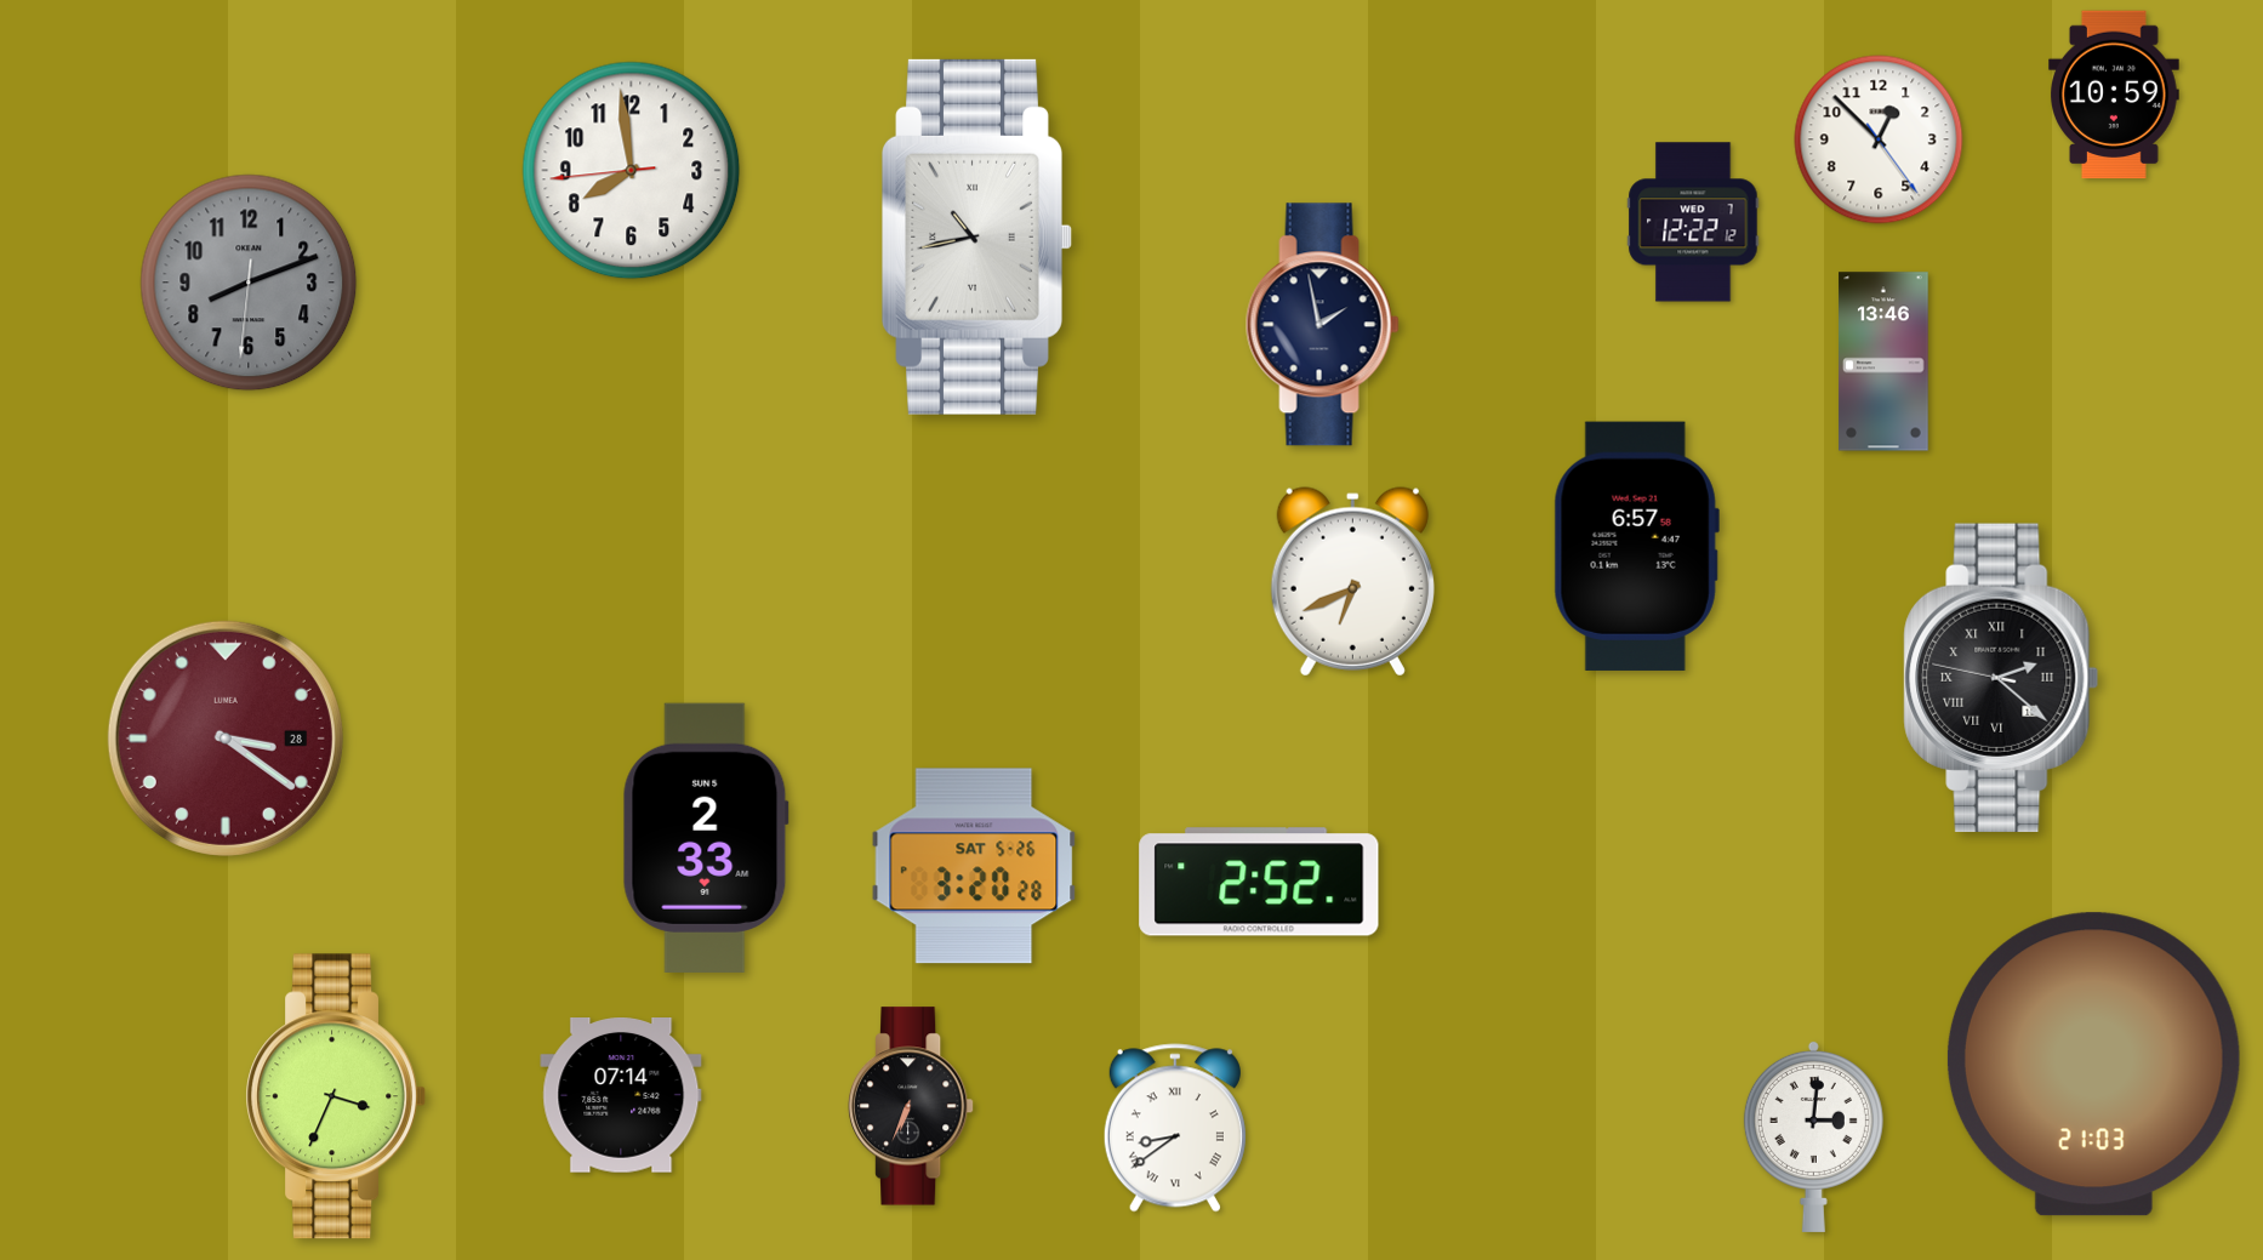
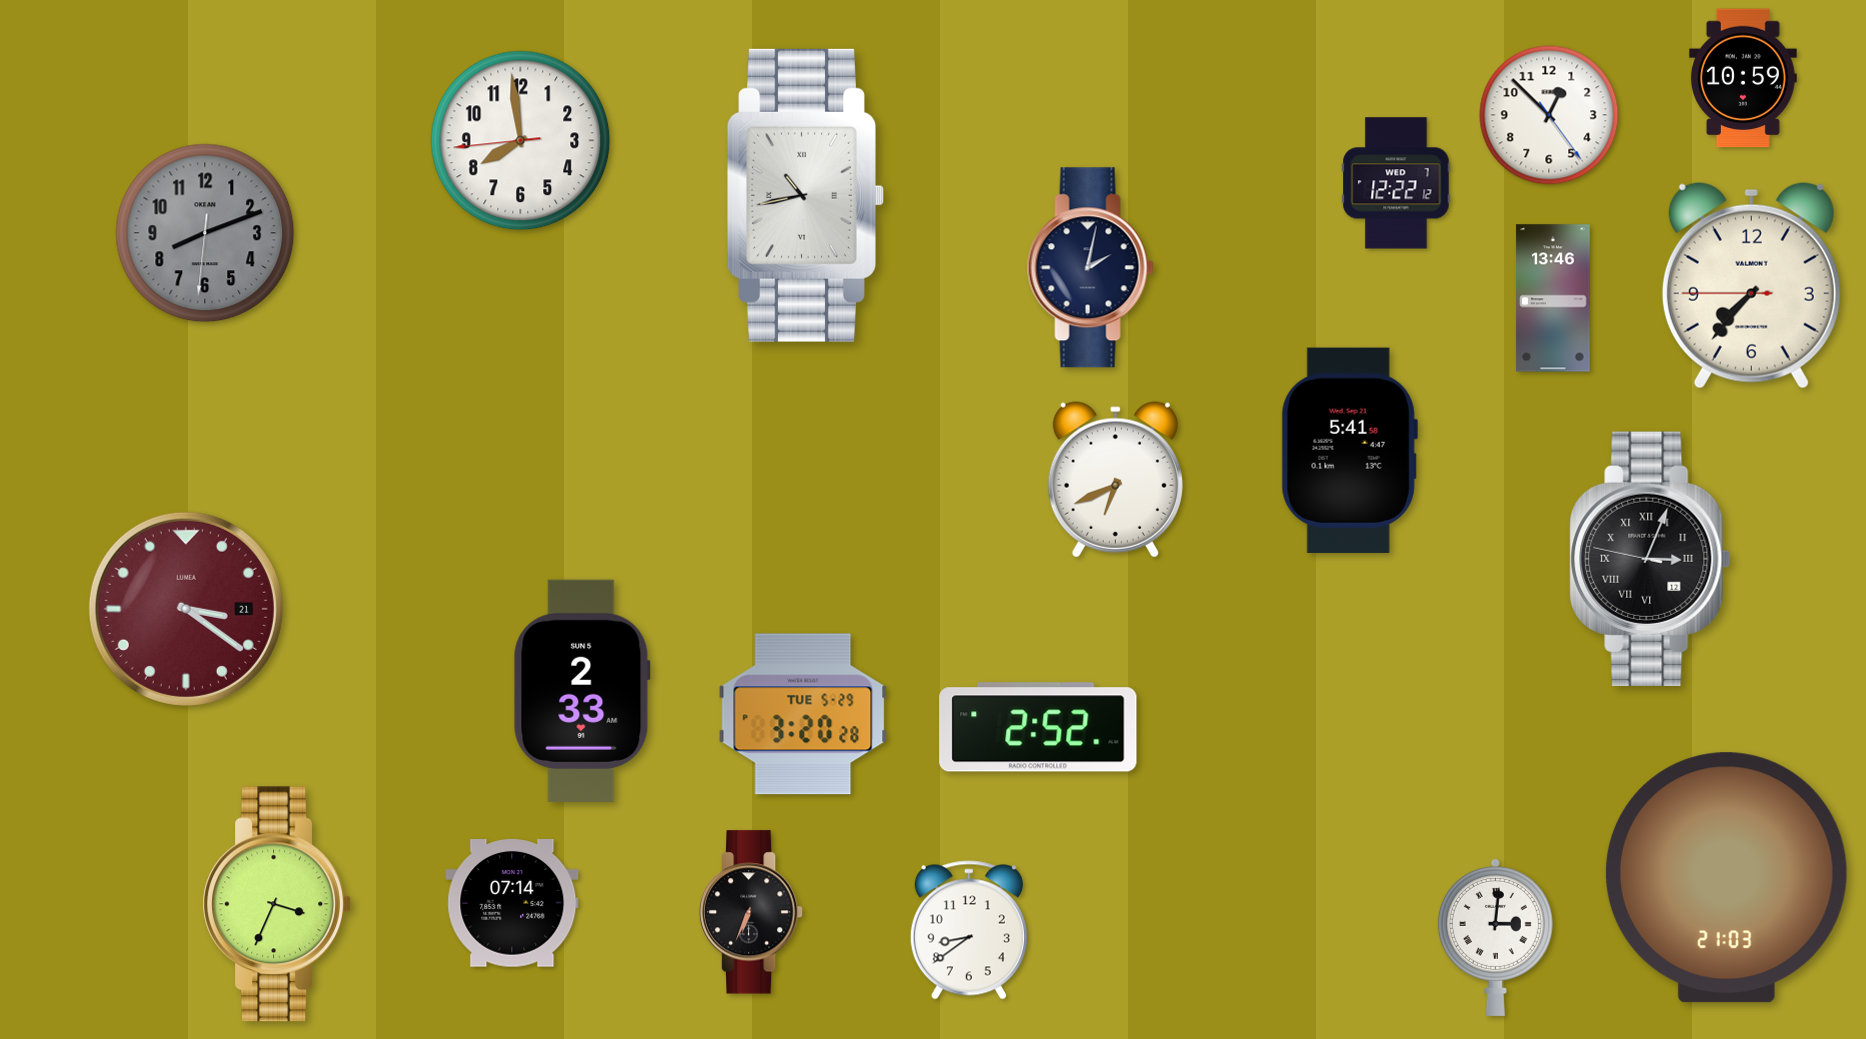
clock at (1322, 325): 1:58 -> 2:02
clock at (1751, 285): none -> 7:36
clock at (1636, 546): 6:57 -> 5:41
clock at (2001, 678): 2:21 -> 3:03
clock at (226, 739) date: 28 -> 21
clock at (974, 866) date: SAT 5-26 -> TUE 5-29
clock at (1175, 1128) numerals: Roman -> Arabic
